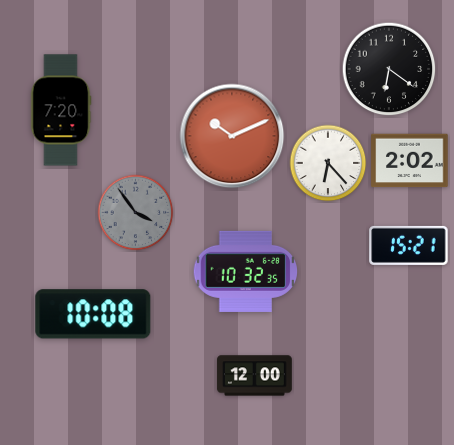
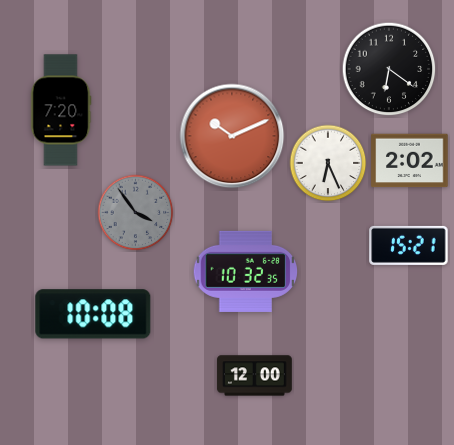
clock at (328, 163): 6:23 -> 6:26
